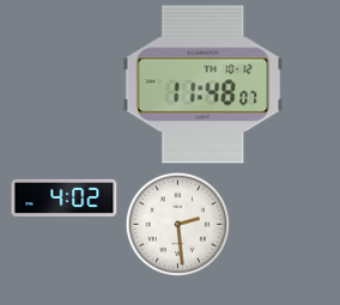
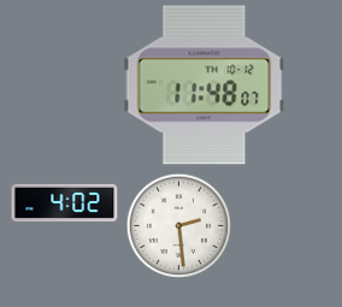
clock at (65, 197) position: (65, 197) -> (65, 202)
